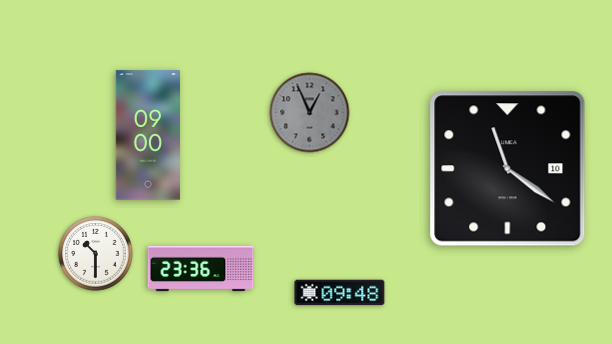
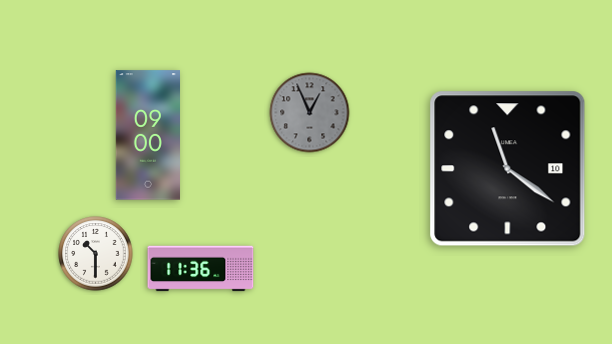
clock at (201, 269): 23:36 -> 11:36
clock at (340, 293): 09:48 -> none
